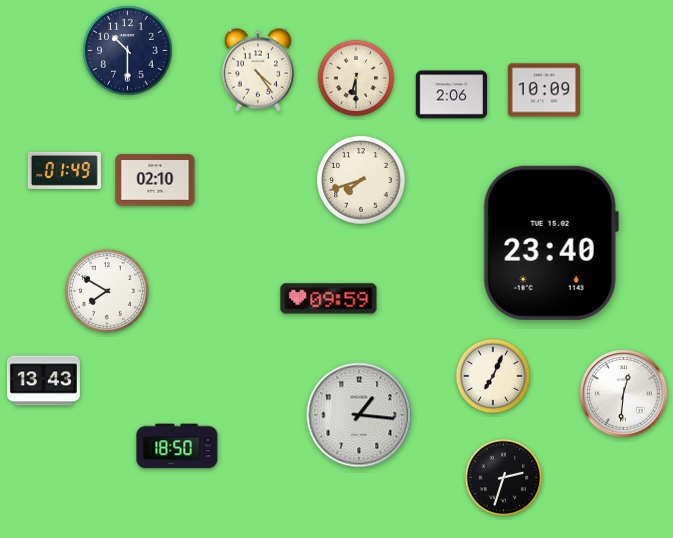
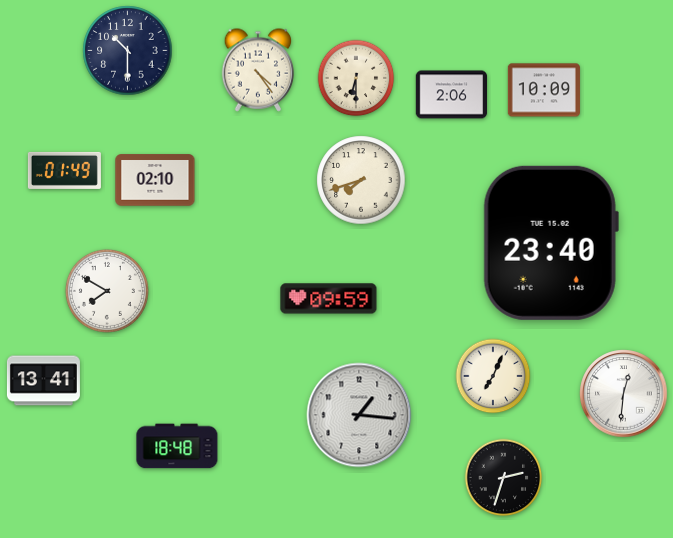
clock at (43, 381): 13:43 -> 13:41
clock at (177, 446): 18:50 -> 18:48
